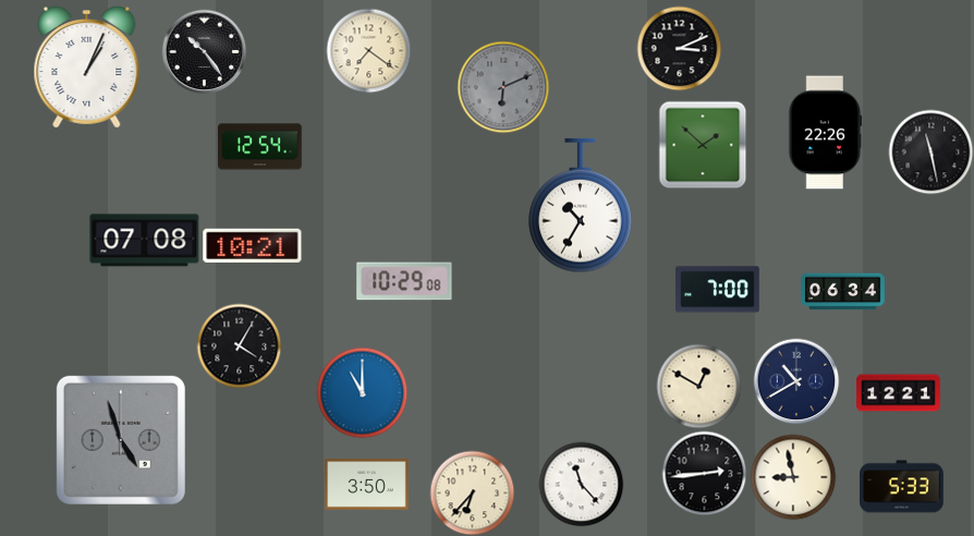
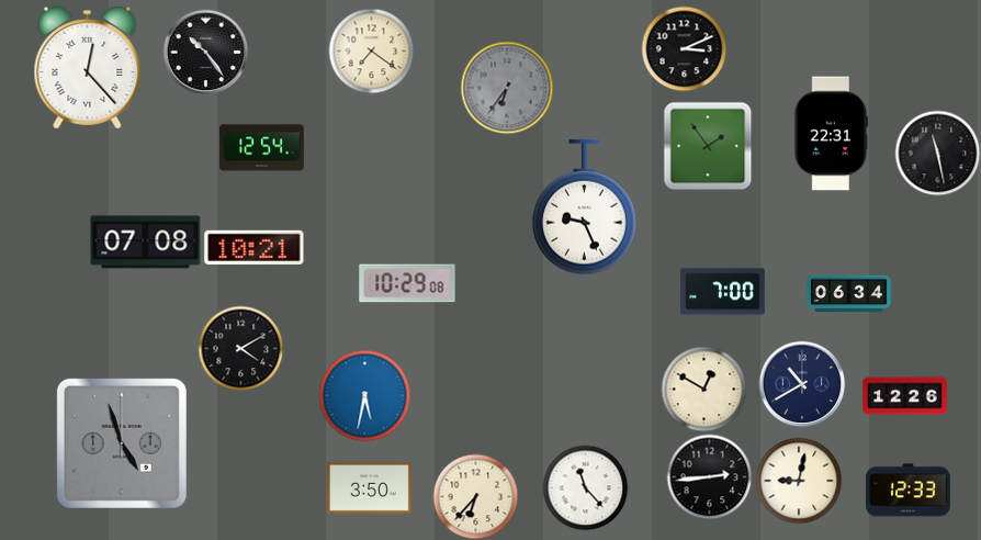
clock at (87, 68): 1:04 -> 12:23
clock at (503, 87): 6:11 -> 6:36
clock at (826, 133): 22:26 -> 22:31
clock at (703, 145): 1:52 -> 1:54
clock at (581, 206): 10:35 -> 9:26
clock at (239, 345): 4:05 -> 4:10
clock at (362, 392): 11:00 -> 5:32
clock at (899, 393): 12:21 -> 12:26
clock at (793, 477): 8:58 -> 9:02
clock at (902, 487): 5:33 -> 12:33
